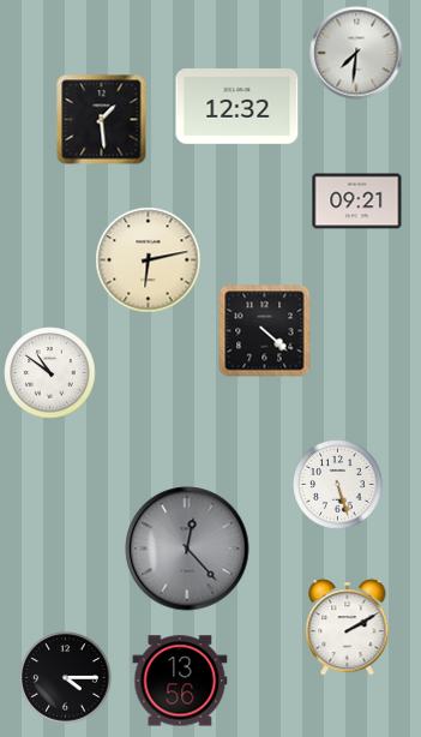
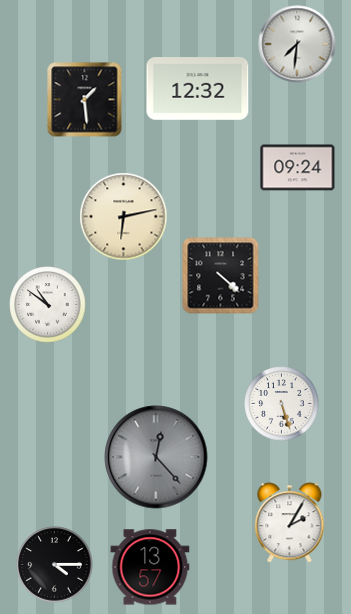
clock at (357, 202): 09:21 -> 09:24
clock at (50, 373) position: (50, 373) -> (48, 305)
clock at (348, 628): 2:10 -> 2:05
clock at (180, 681): 13:56 -> 13:57
